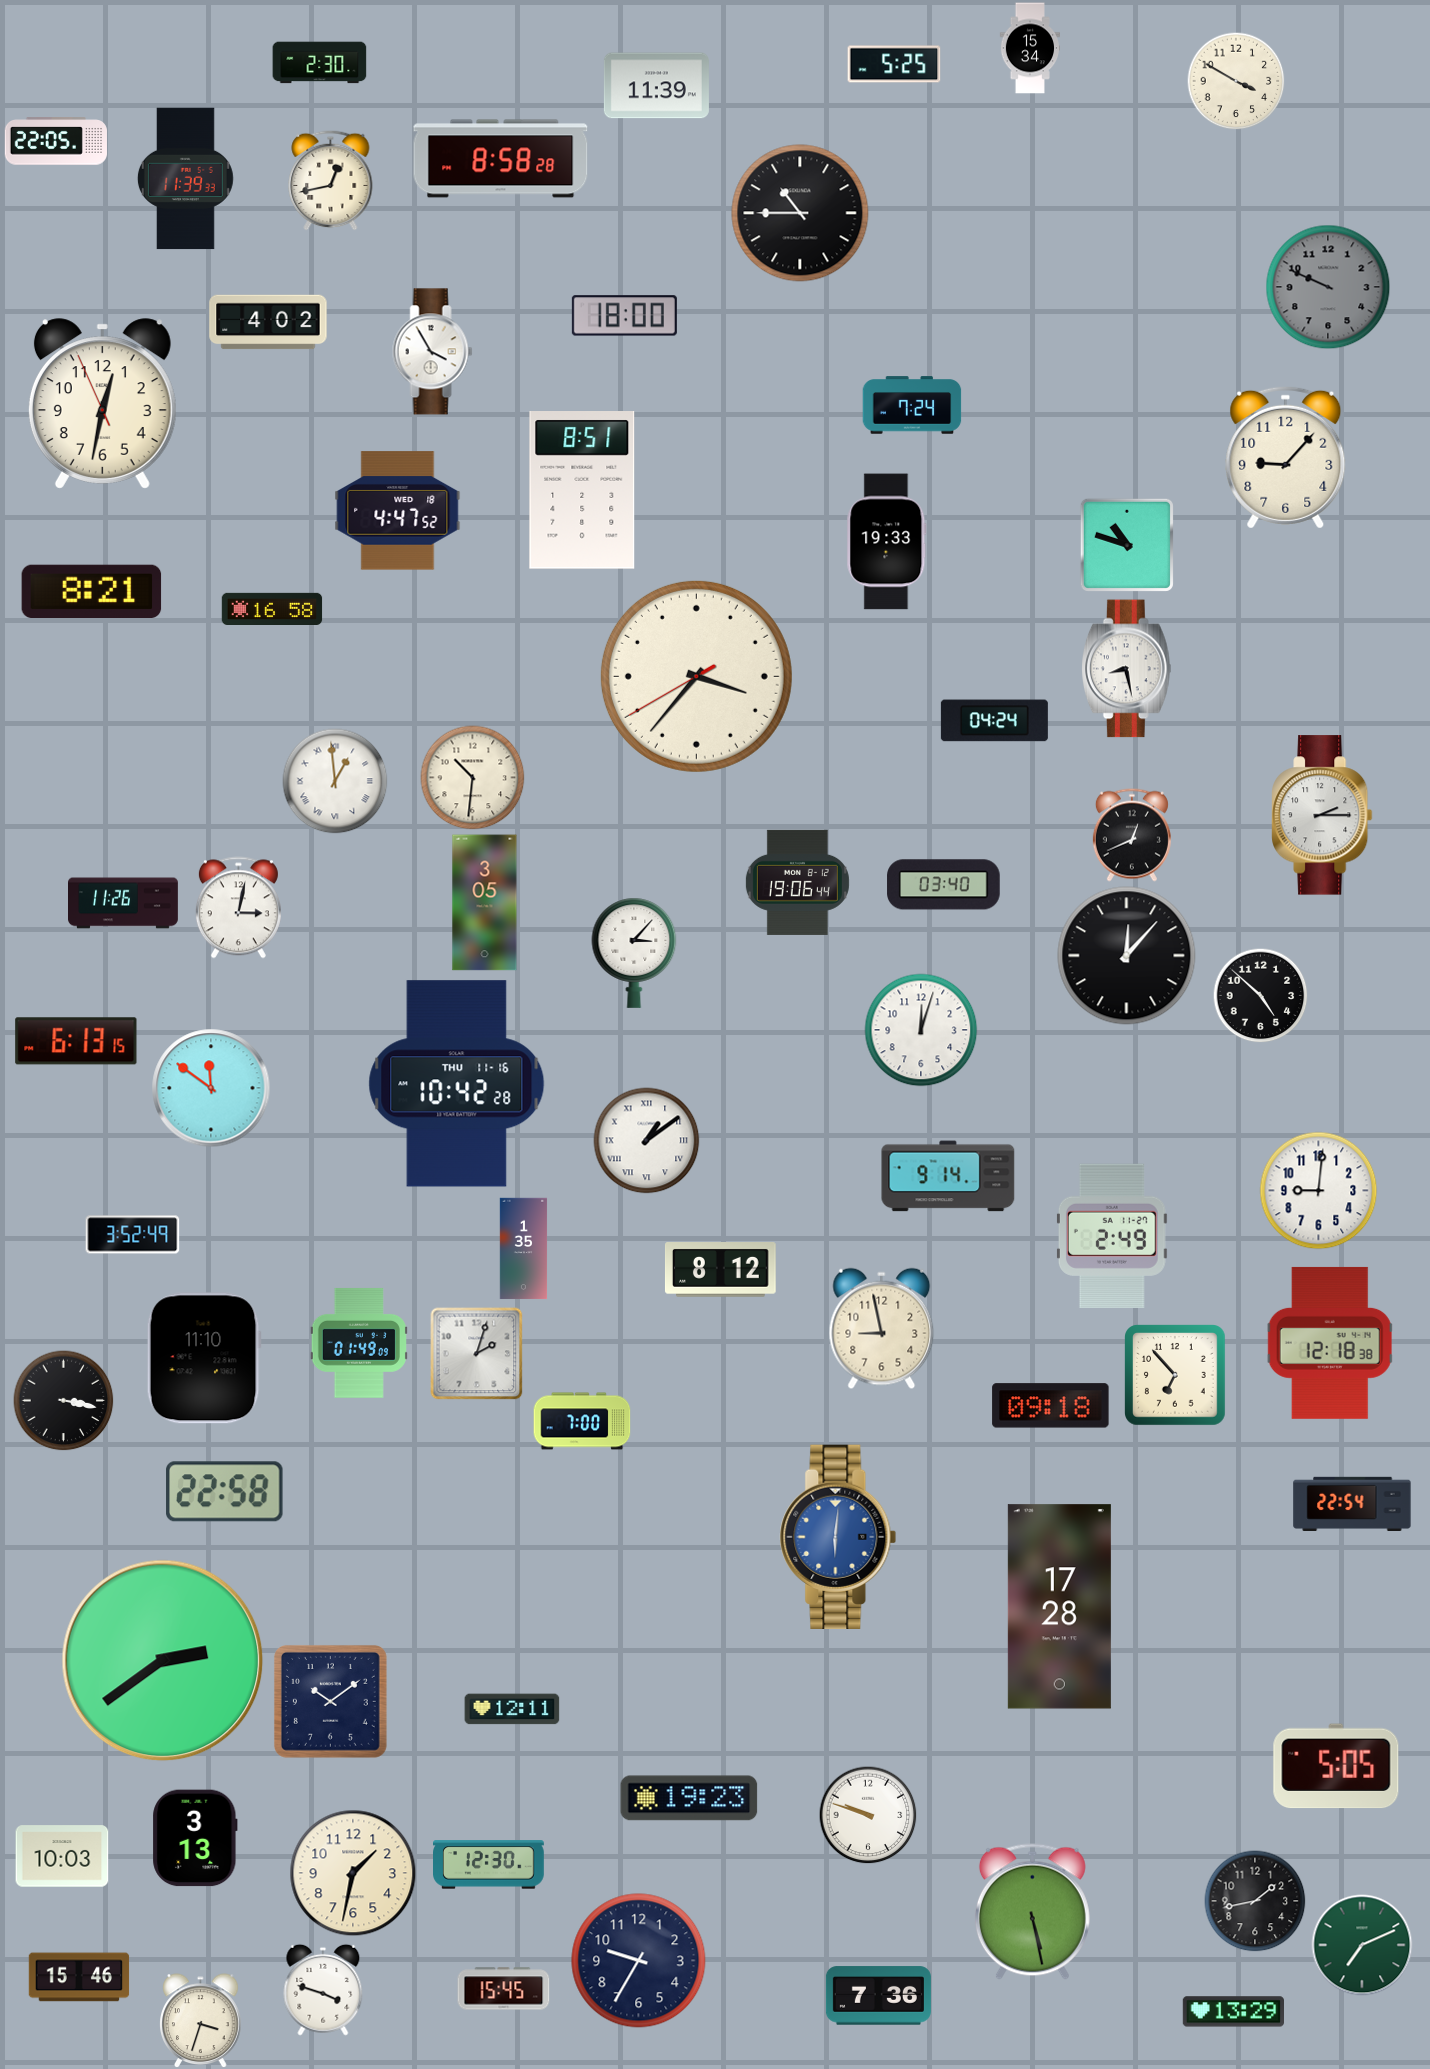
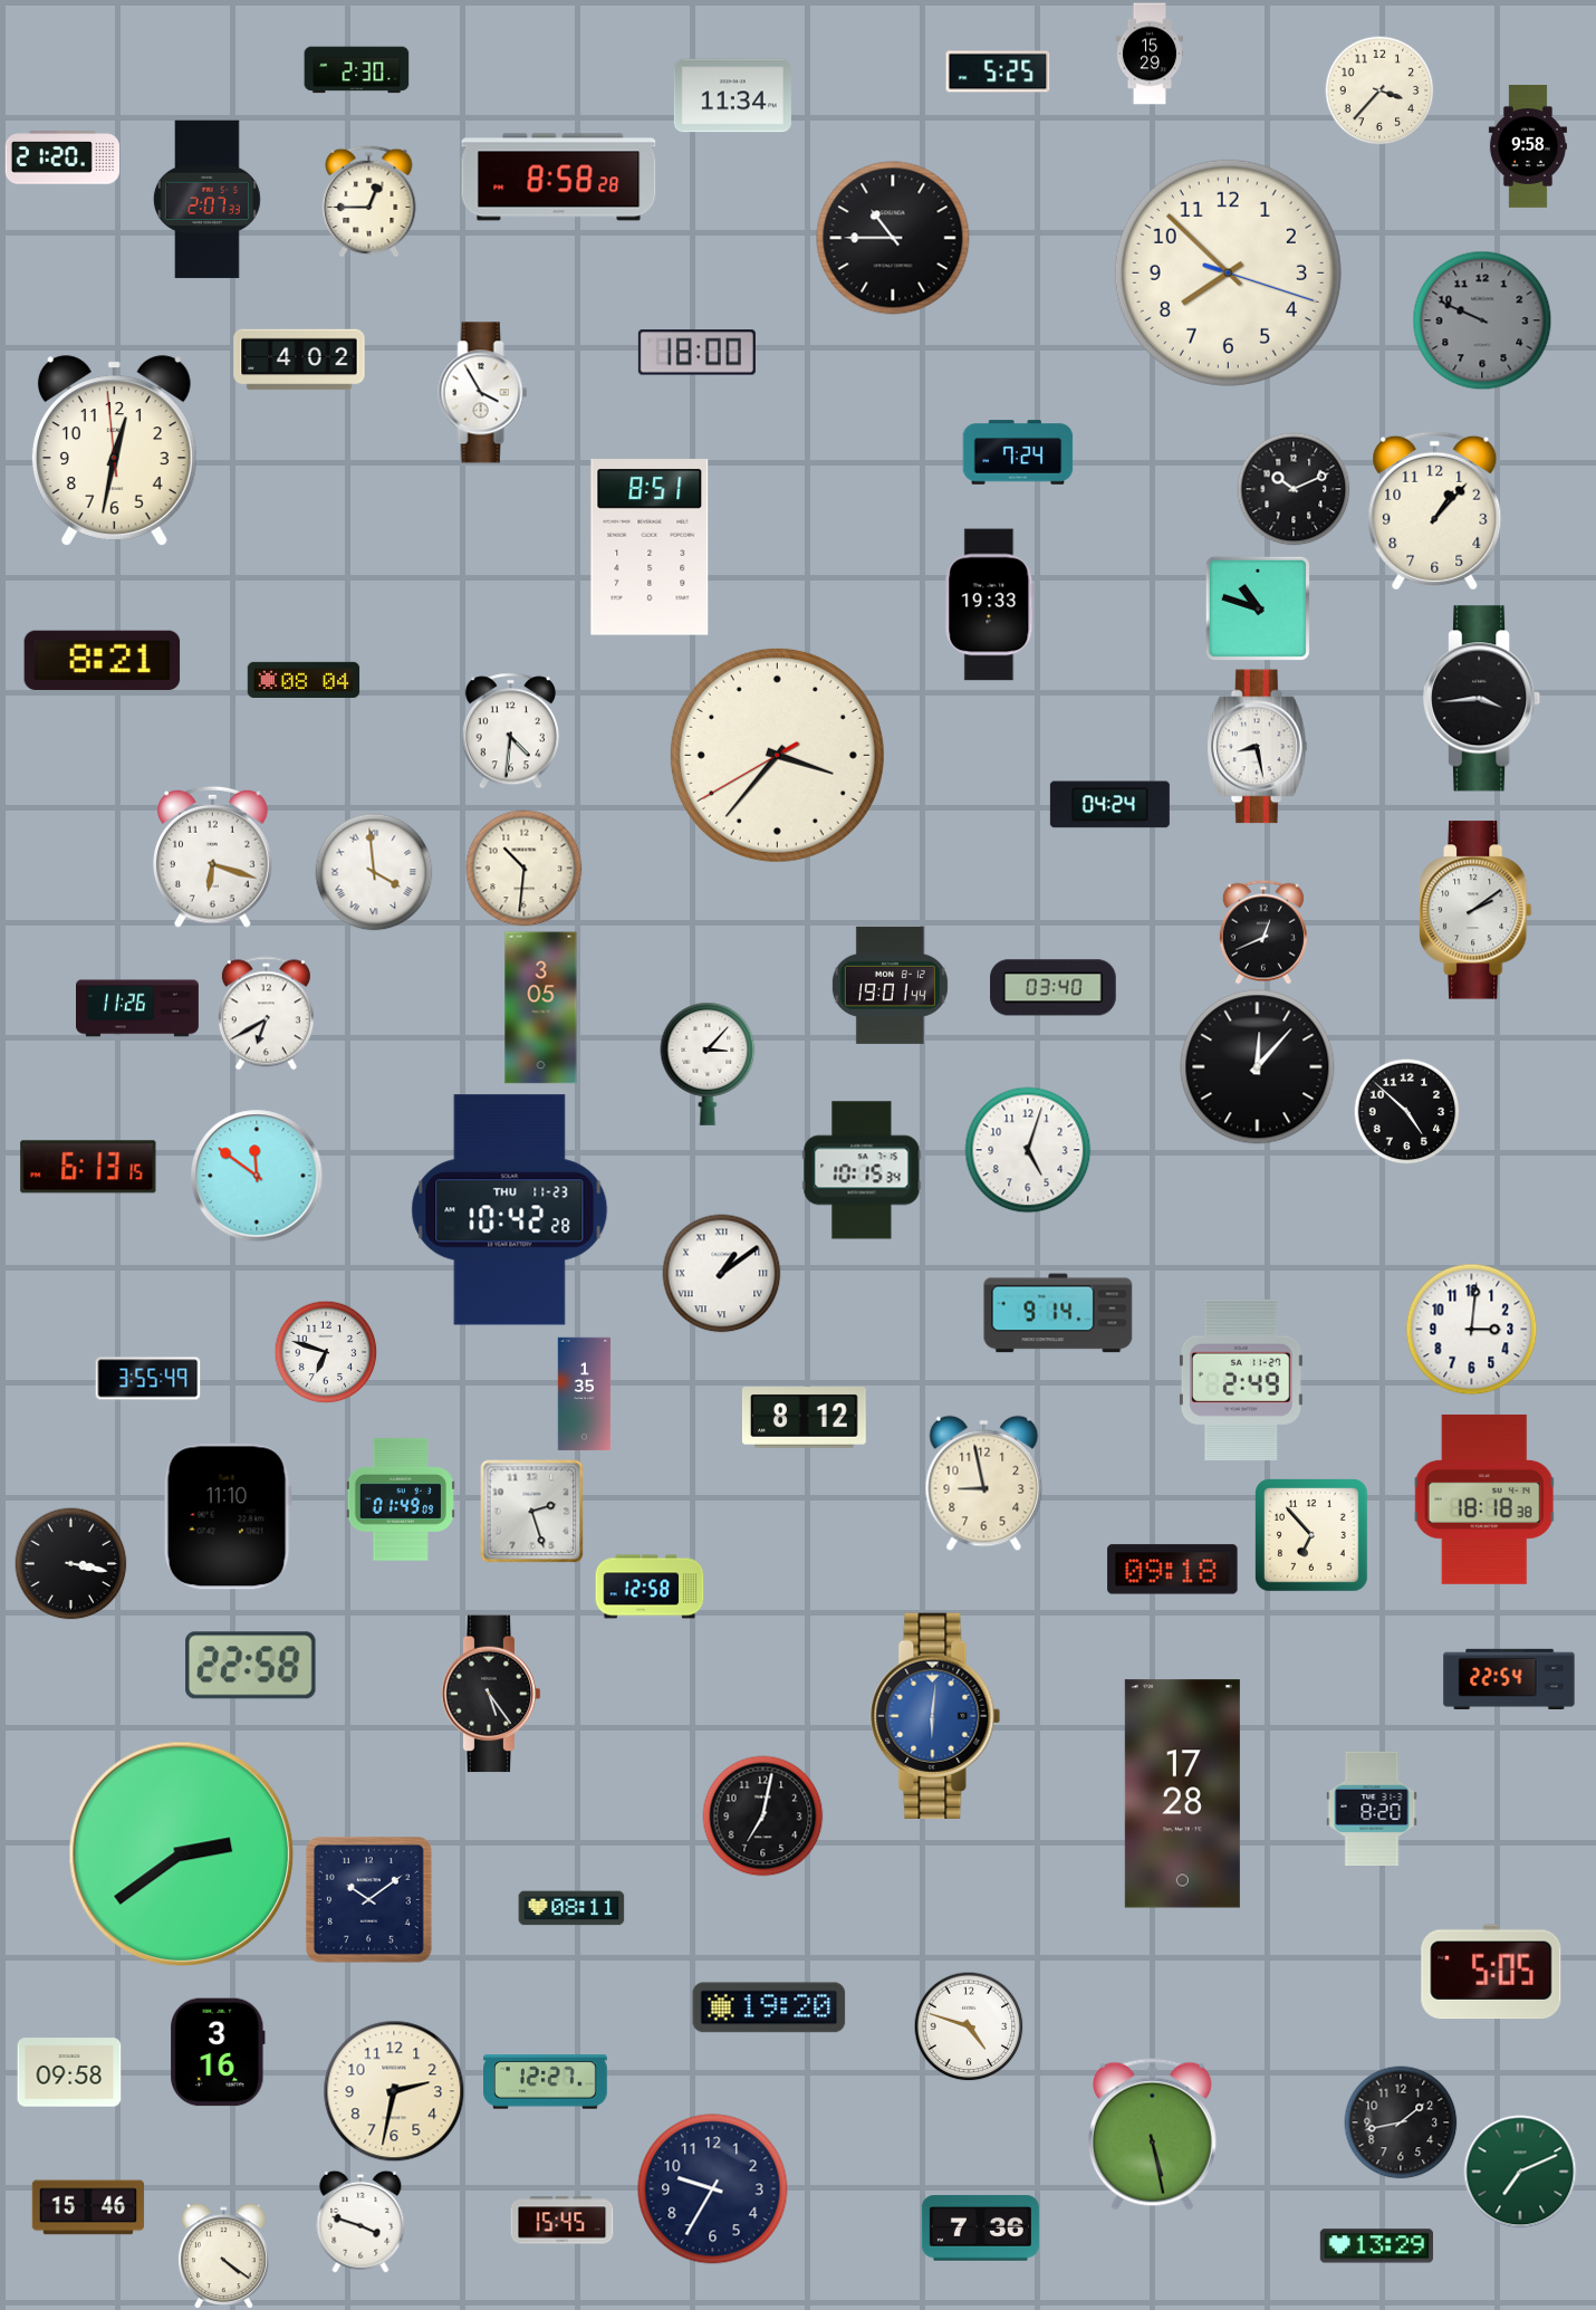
clock at (1030, 48): 15:34 -> 15:29
clock at (1236, 81): 3:50 -> 3:37
clock at (656, 86): 11:39 -> 11:34
clock at (1528, 146): none -> 9:58
clock at (56, 141): 22:05 -> 21:20
clock at (185, 179): 11:39 -> 2:07
clock at (331, 180): 12:43 -> 12:45
clock at (1228, 272): none -> 7:52
clock at (102, 404): 12:31:56 -> 12:31:59
clock at (1294, 489): none -> 10:11
clock at (1286, 457): 9:07 -> 1:07
clock at (398, 511): 4:47 -> none
clock at (272, 608): 16:58 -> 08:04
clock at (1483, 699): none -> 3:44
clock at (510, 731): none -> 4:31
clock at (213, 856): none -> 6:18
clock at (473, 778) position: (473, 778) -> (525, 869)
clock at (335, 781): 12:59 -> 3:59
clock at (1323, 815): 2:15 -> 2:09
clock at (797, 882): 19:06 -> 19:01
clock at (238, 908): 3:02 -> 6:40
clock at (921, 1030): 12:03 -> 5:03
clock at (76, 1041) position: (76, 1041) -> (88, 1167)
clock at (862, 1170): none -> 10:15
clock at (457, 1084) date: THU 11-16 -> THU 11-23
clock at (211, 1088) position: (211, 1088) -> (257, 1176)
clock at (1319, 1191): 9:01 -> 3:01
clock at (326, 1352): none -> 6:48
clock at (133, 1235): 3:52 -> 3:55
clock at (1330, 1343): 12:18 -> 18:18
clock at (476, 1353): 2:03 -> 2:27
clock at (582, 1421): 7:00 -> 12:58
clock at (491, 1694): none -> 5:24
clock at (1372, 1808): none -> 8:20
clock at (763, 1817): none -> 7:02
clock at (512, 1709): 12:11 -> 08:11
clock at (689, 1798): 19:23 -> 19:20
clock at (868, 1815): 9:48 -> 4:48
clock at (195, 1838): 3:13 -> 3:16
clock at (62, 1856): 10:03 -> 09:58
clock at (489, 1865): 12:30 -> 12:27
clock at (353, 1873): 1:32 -> 2:32
clock at (201, 2021): 3:33 -> 4:21
